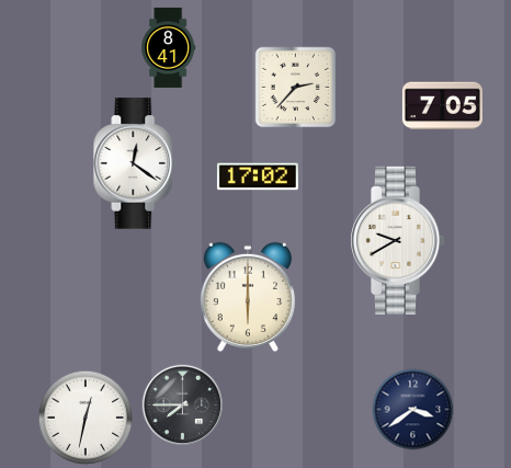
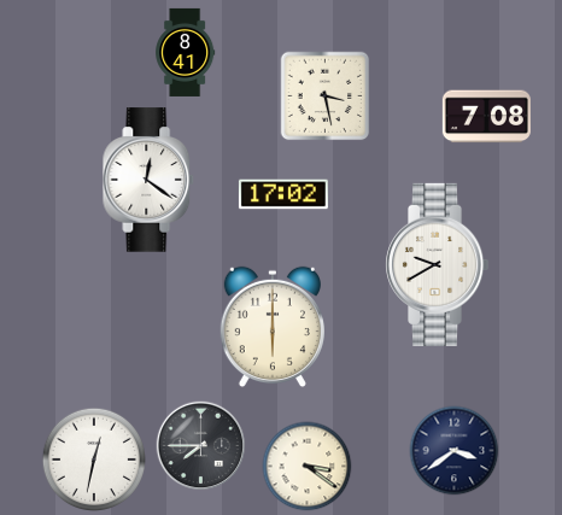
clock at (296, 88): 2:37 -> 3:28
clock at (442, 106): 7:05 -> 7:08
clock at (308, 467): none -> 3:21
